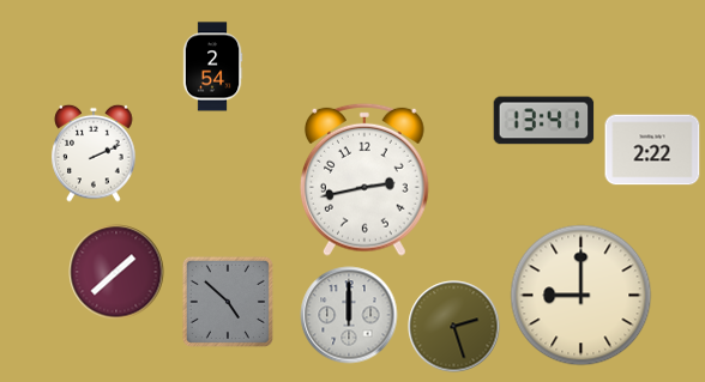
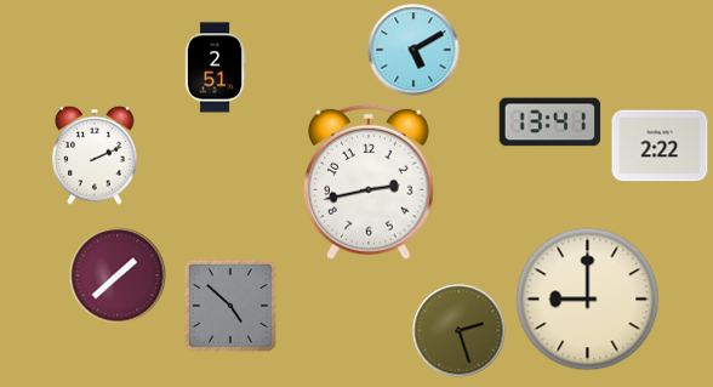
clock at (413, 50): none -> 5:10
clock at (212, 67): 2:54 -> 2:51
clock at (652, 150) position: (652, 150) -> (660, 146)
clock at (349, 315): 12:00 -> none
